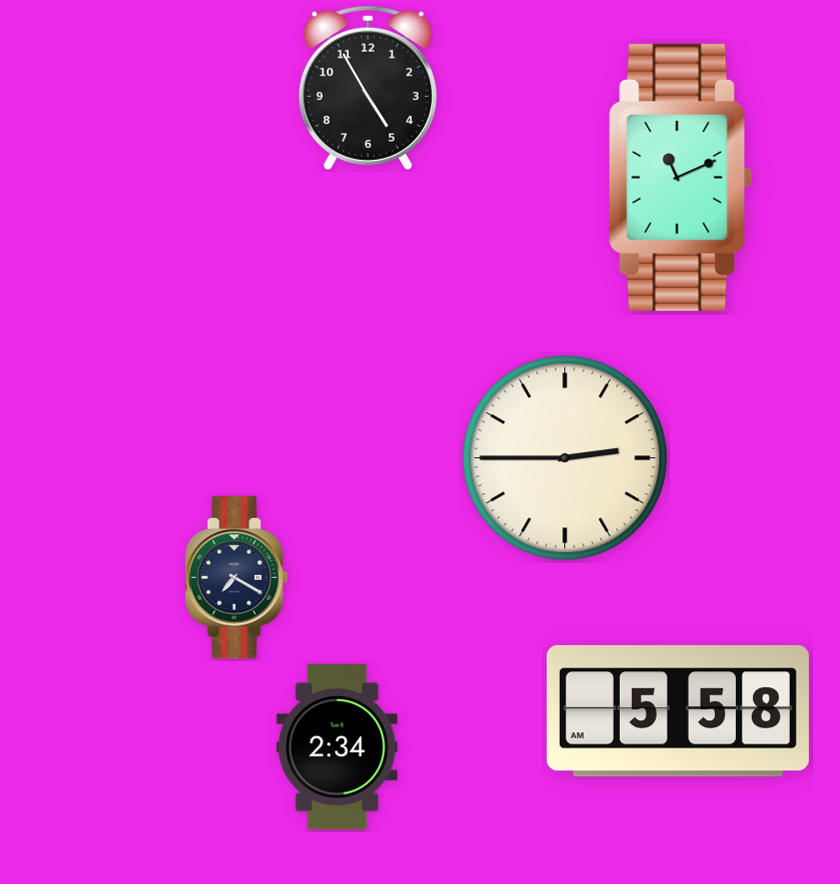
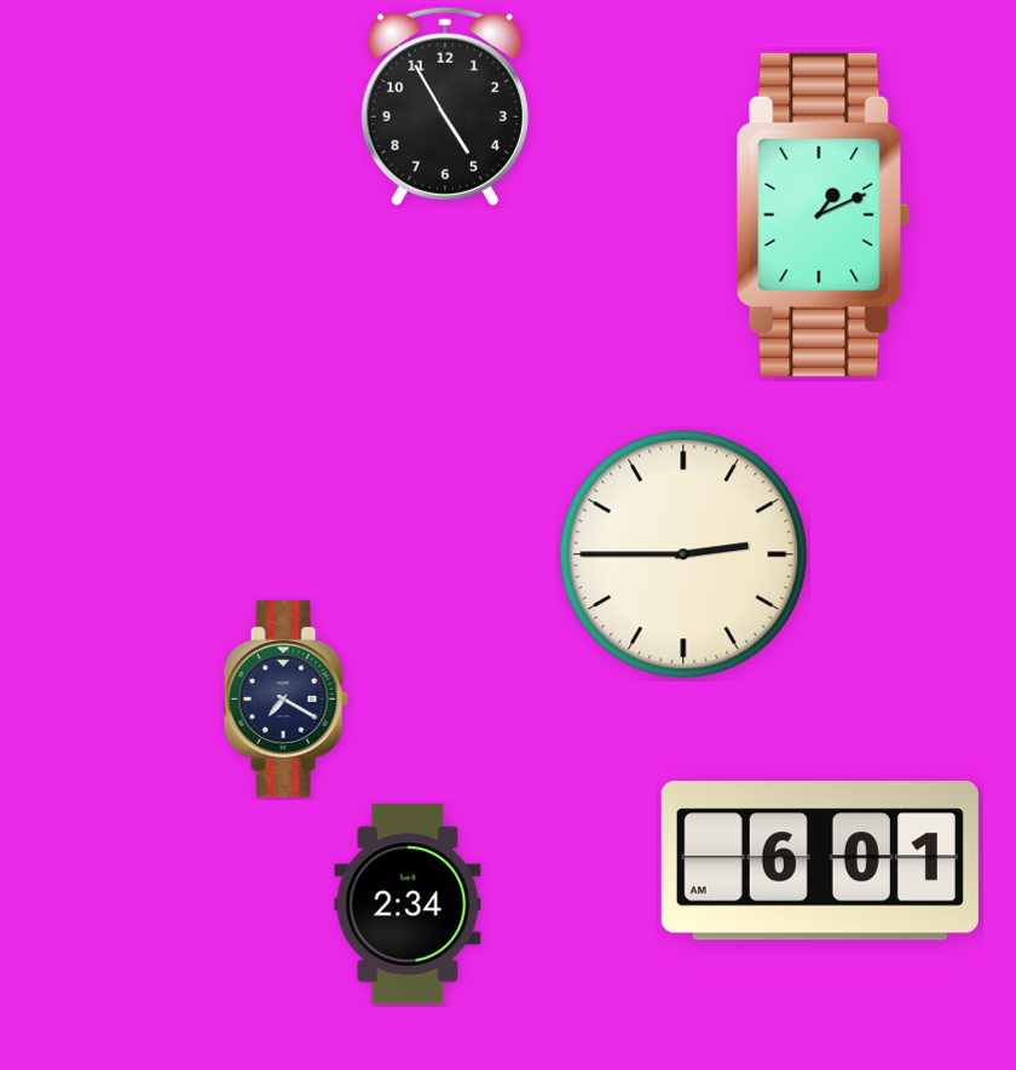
clock at (681, 177): 11:11 -> 1:11
clock at (678, 711): 5:58 -> 6:01
